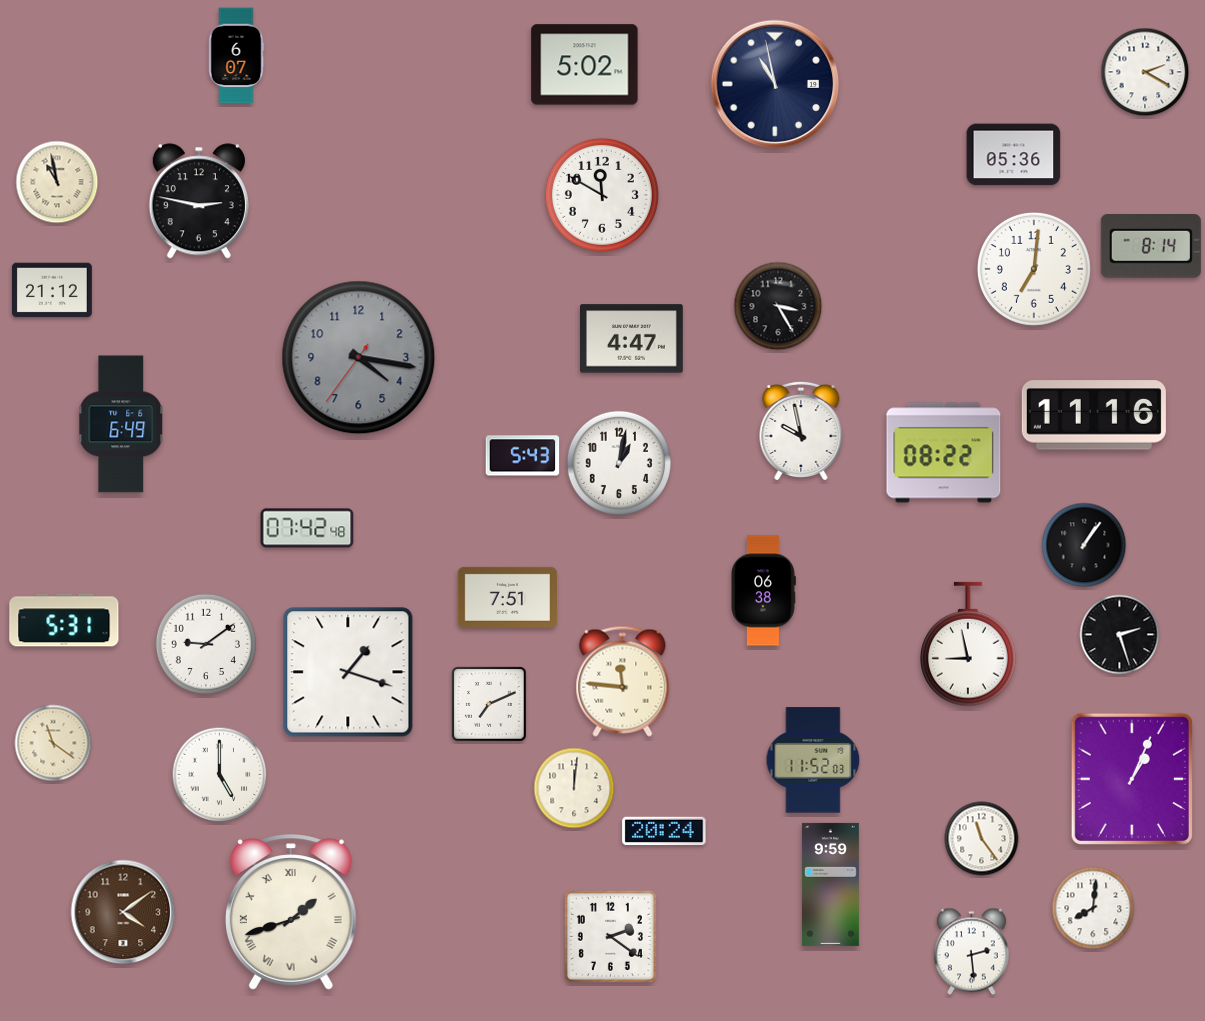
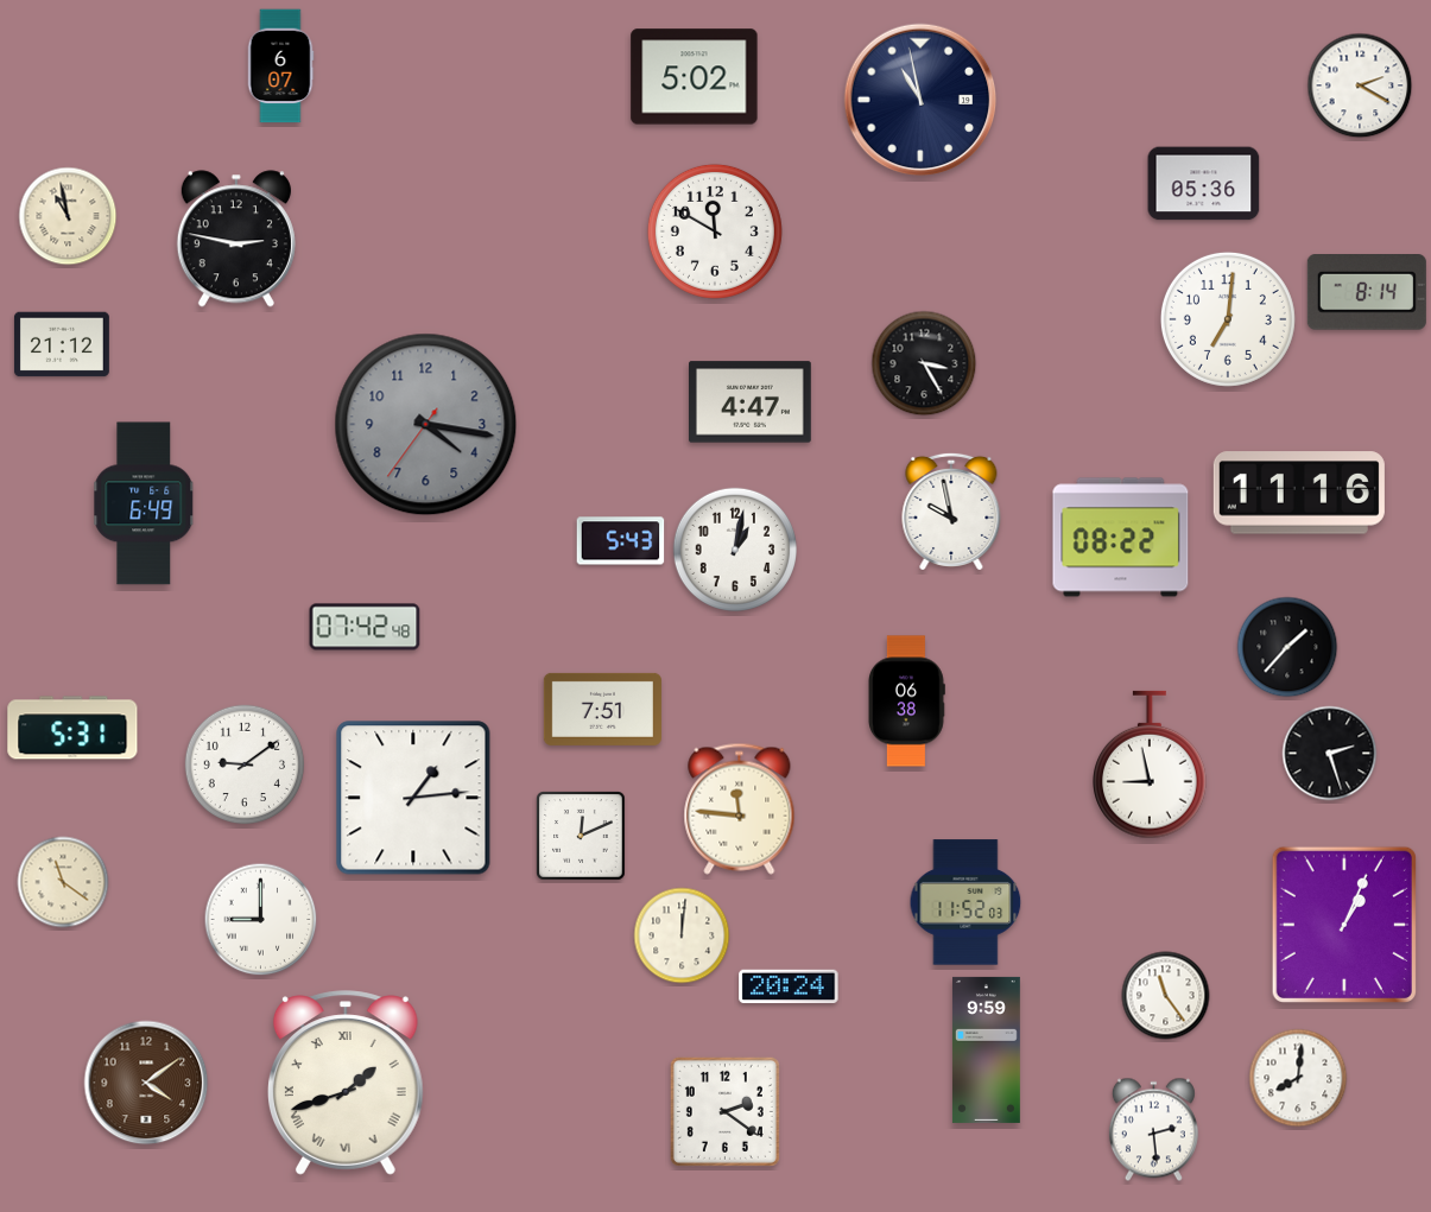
clock at (1084, 545): 1:06 -> 1:37
clock at (64, 620) position: (64, 620) -> (72, 728)
clock at (348, 672): 1:18 -> 1:14
clock at (489, 704): 7:11 -> 12:11
clock at (220, 775): 5:00 -> 9:00
